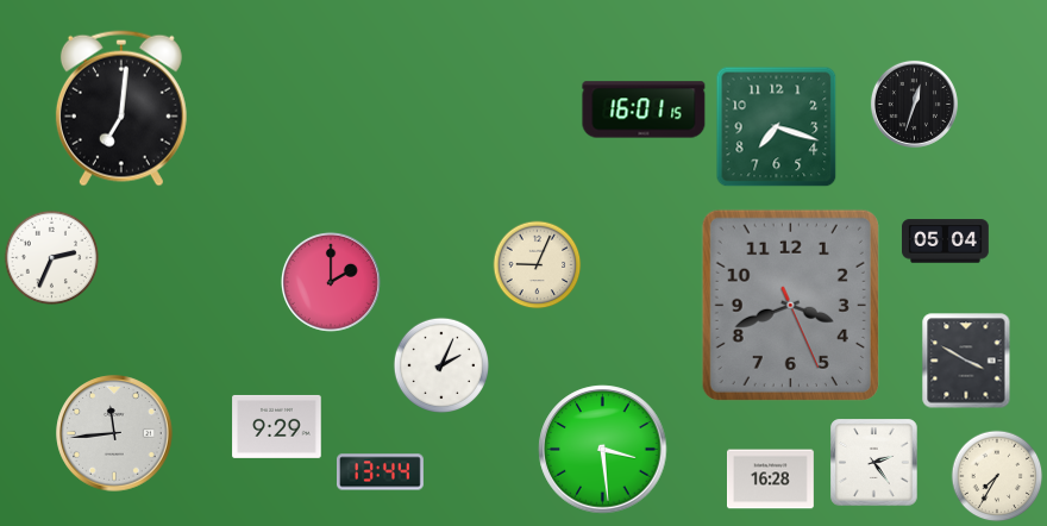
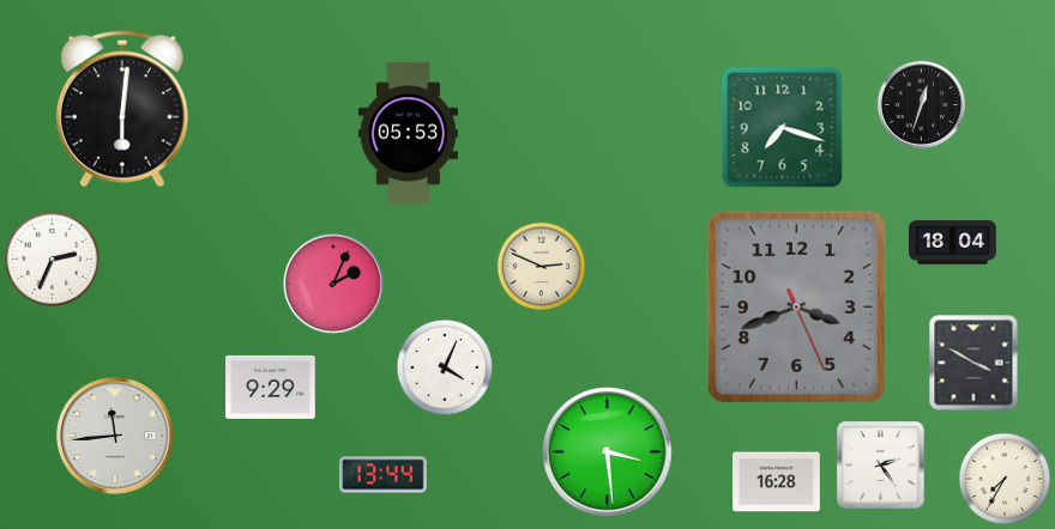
clock at (121, 108): 7:01 -> 6:01
clock at (644, 109): 16:01 -> none
clock at (408, 134): none -> 05:53
clock at (946, 242): 05:04 -> 18:04
clock at (538, 265): 9:04 -> 2:49
clock at (331, 282): 2:00 -> 2:04
clock at (440, 364): 2:04 -> 4:04
clock at (277, 426) position: (277, 426) -> (271, 387)
